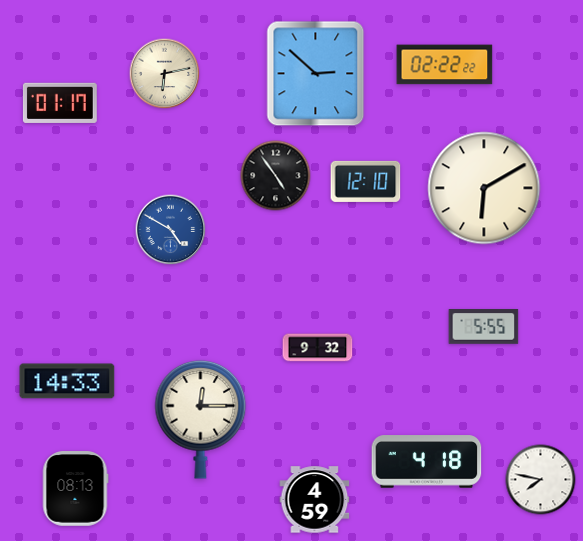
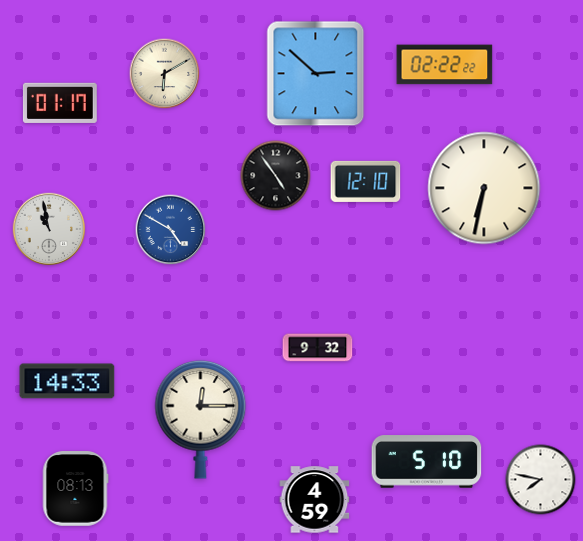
clock at (165, 74): 6:13 -> 6:10
clock at (484, 188): 6:10 -> 6:32
clock at (49, 229): none -> 10:58
clock at (484, 327): 5:55 -> none
clock at (427, 462): 4:18 -> 5:10
